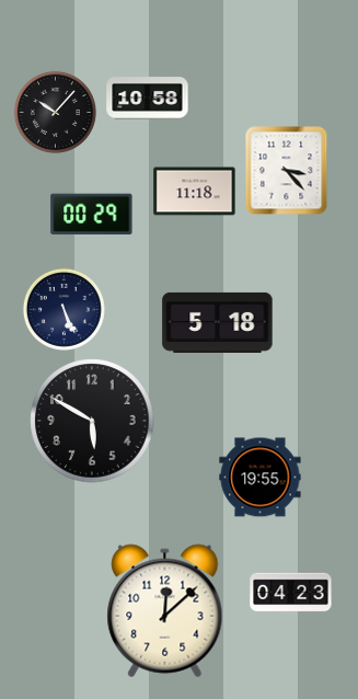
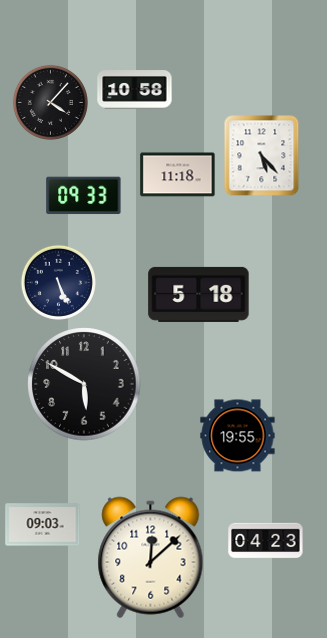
clock at (55, 112): 10:07 -> 4:07
clock at (287, 171): 3:23 -> 5:23
clock at (92, 215): 00:29 -> 09:33
clock at (43, 525): none -> 09:03
